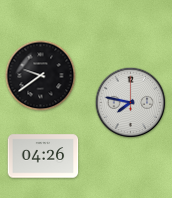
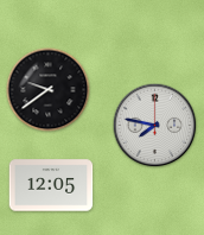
clock at (131, 103) position: (131, 103) -> (155, 126)
clock at (43, 156): 04:26 -> 12:05
